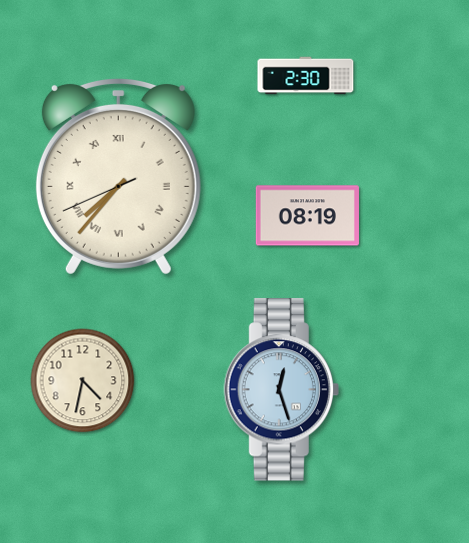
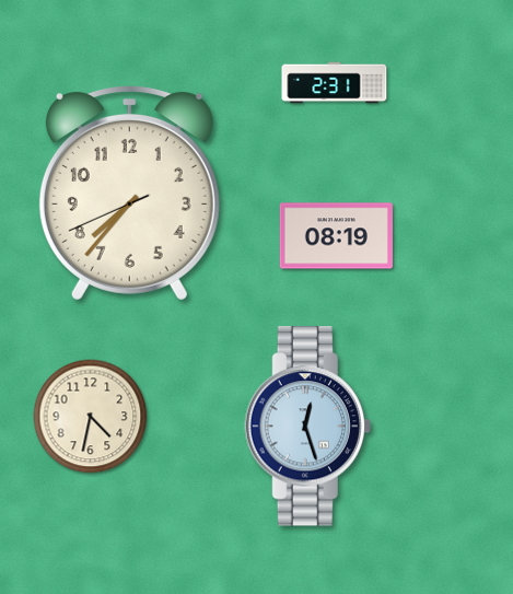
clock at (306, 76): 2:30 -> 2:31
clock at (118, 176) numerals: Roman -> Arabic
